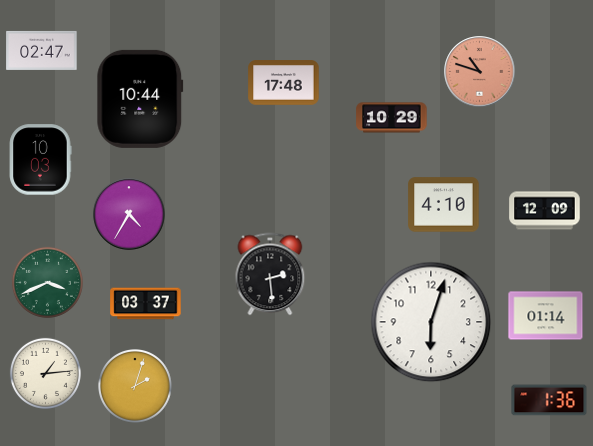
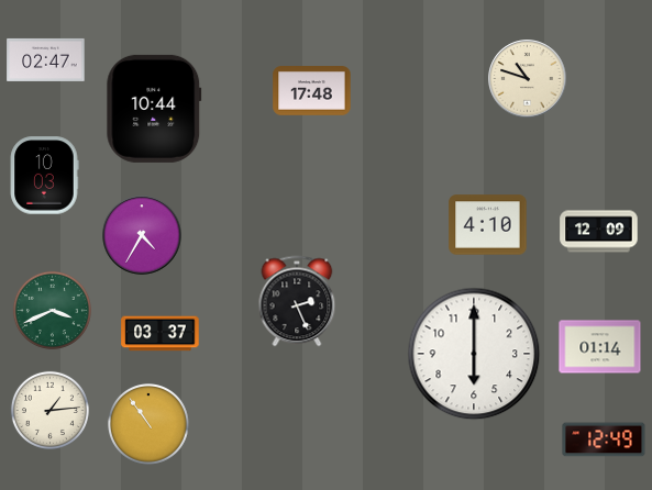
clock at (42, 50) position: (42, 50) -> (46, 59)
clock at (480, 72) dial: salmon -> cream
clock at (392, 118): 10:29 -> none
clock at (270, 274): 2:29 -> 2:26
clock at (431, 322): 6:03 -> 6:00
clock at (136, 387): 2:03 -> 10:54
clock at (549, 400): 1:36 -> 12:49
